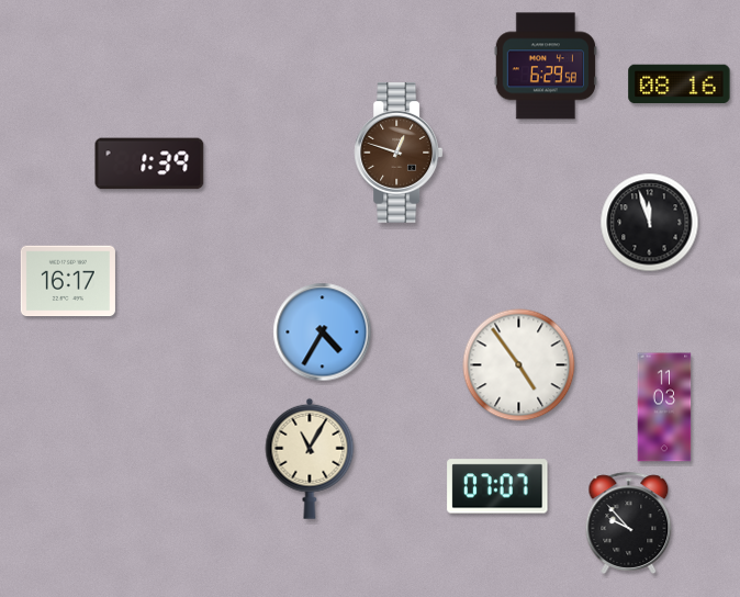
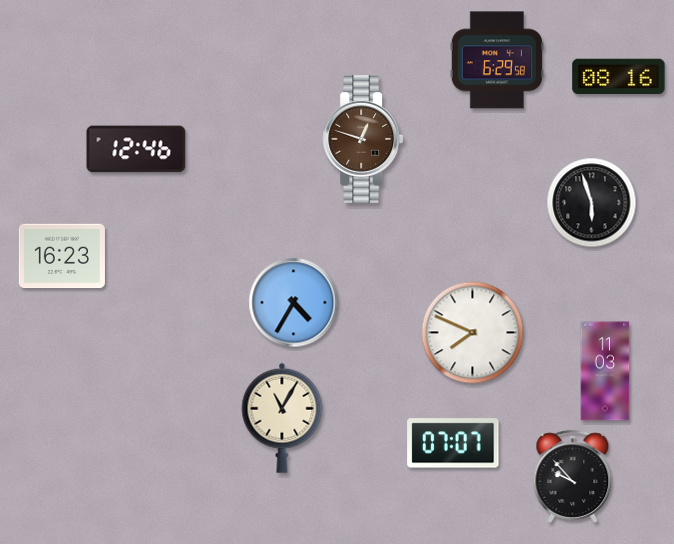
clock at (149, 164): 1:39 -> 12:46
clock at (650, 223): 11:57 -> 5:57
clock at (68, 281): 16:17 -> 16:23
clock at (519, 365): 4:54 -> 7:49
